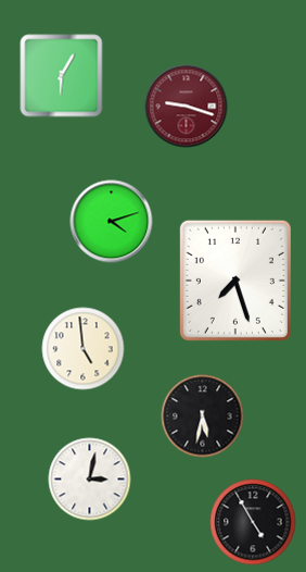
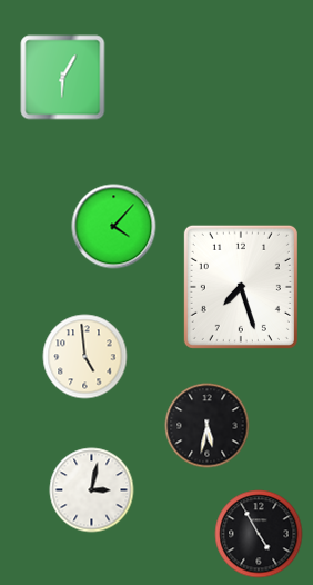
clock at (187, 107): 9:18 -> none
clock at (112, 222): 4:12 -> 4:07
